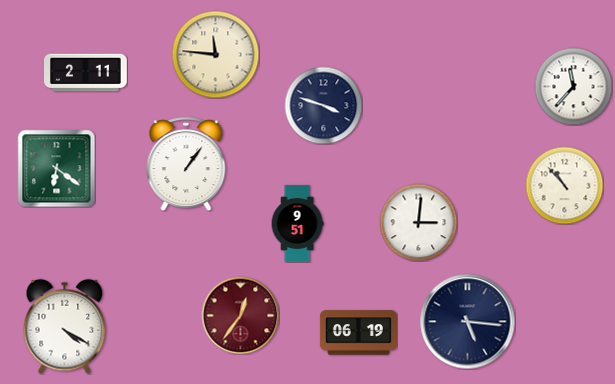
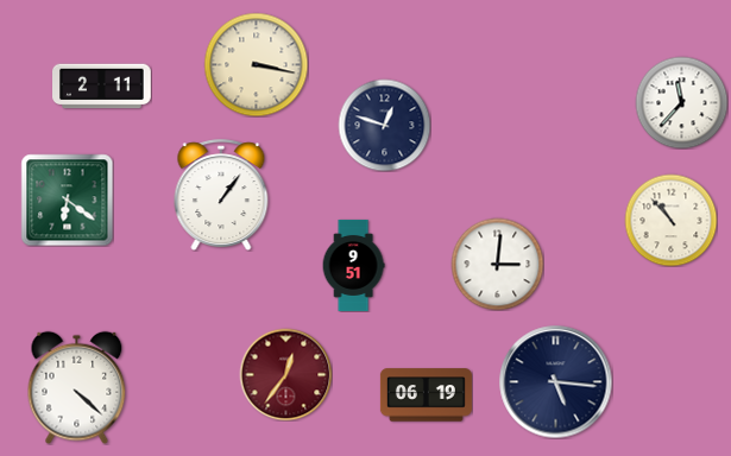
clock at (215, 54): 11:46 -> 3:17
clock at (323, 105): 3:48 -> 12:48
clock at (65, 326): 4:20 -> 4:22
